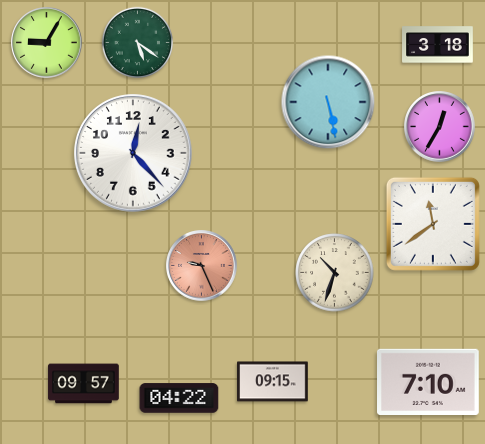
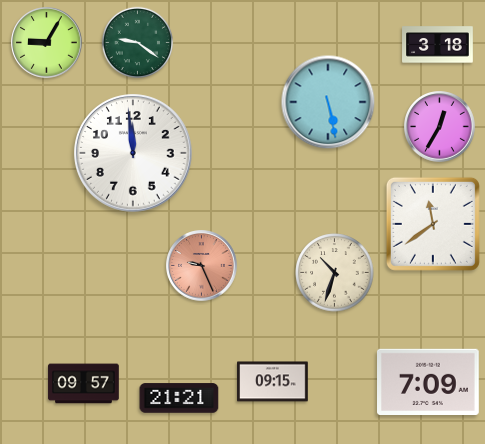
clock at (138, 43): 5:21 -> 9:21
clock at (133, 153): 12:23 -> 11:59
clock at (429, 381): 7:10 -> 7:09
clock at (179, 398): 04:22 -> 21:21
